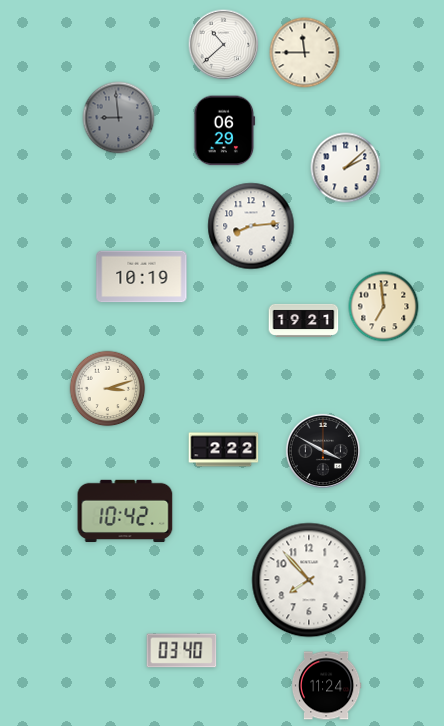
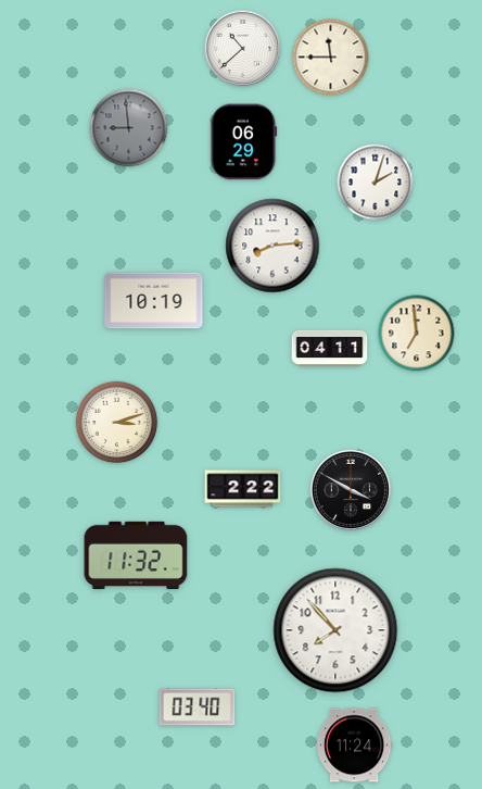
clock at (346, 168): 2:08 -> 2:03
clock at (304, 320): 19:21 -> 04:11
clock at (125, 511): 10:42 -> 11:32
